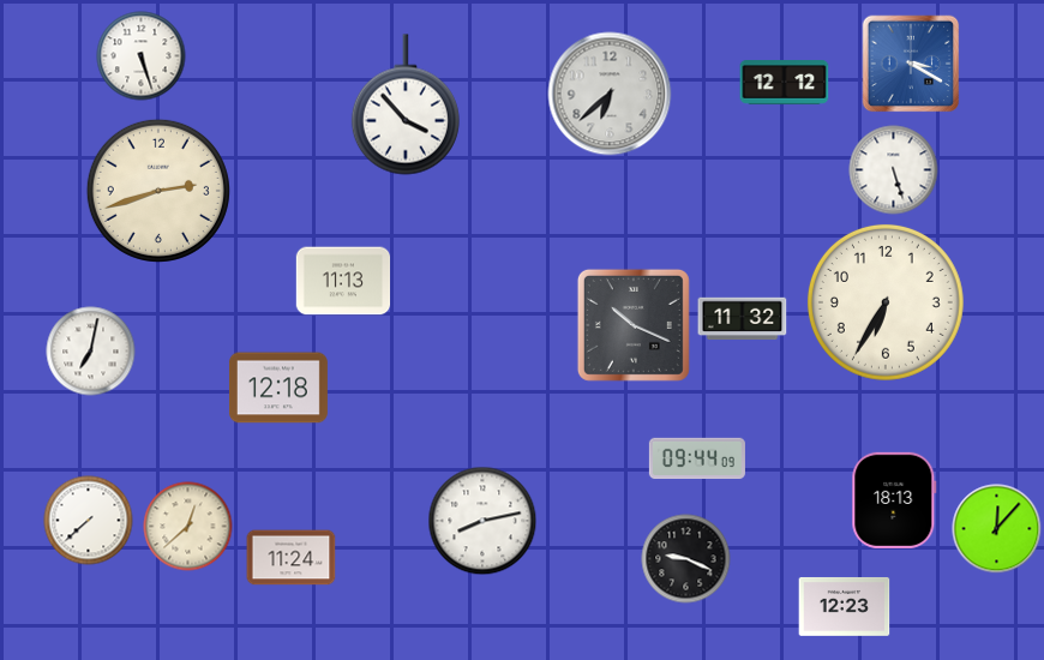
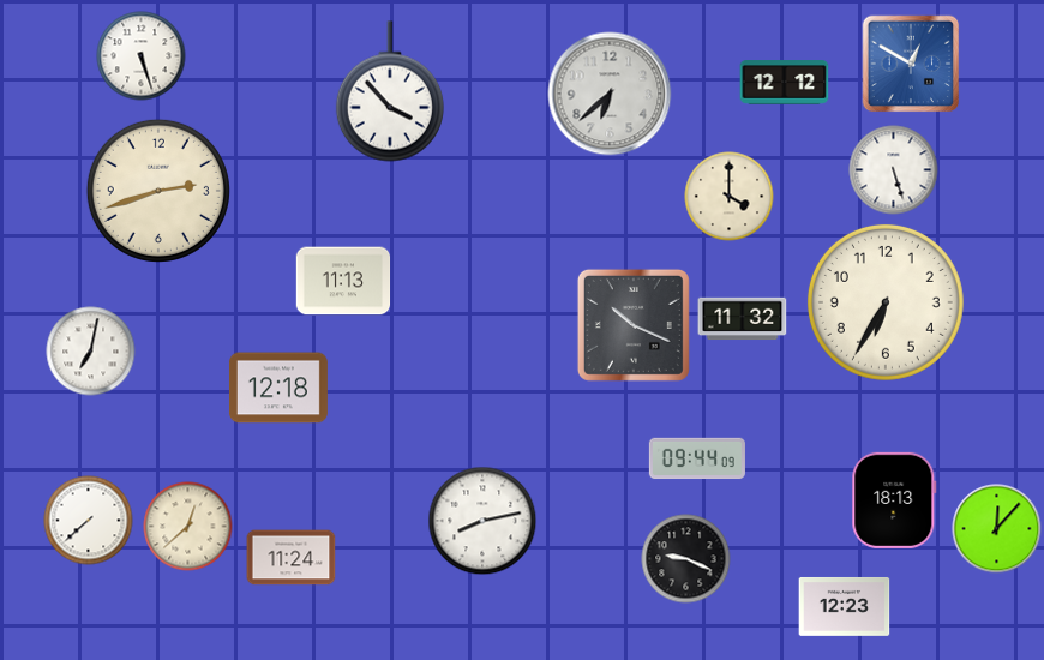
clock at (911, 64): 3:20 -> 12:50
clock at (406, 104) position: (406, 104) -> (390, 91)
clock at (730, 197): none -> 4:00
